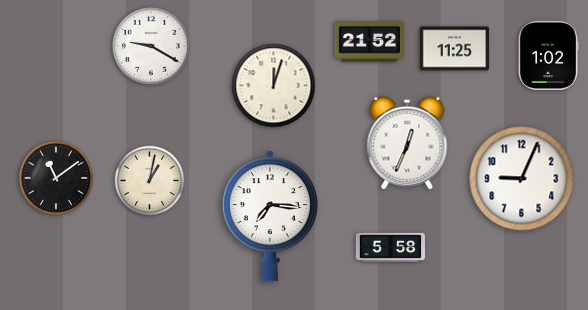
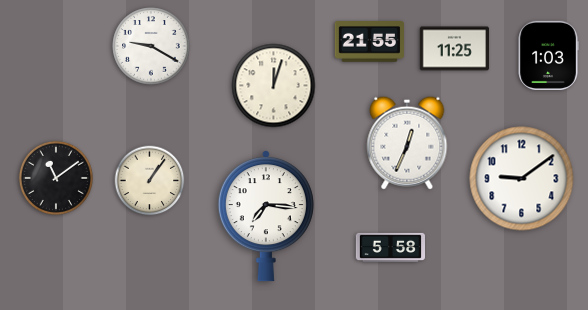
clock at (369, 42): 21:52 -> 21:55
clock at (548, 55): 1:02 -> 1:03
clock at (522, 179): 9:04 -> 9:09
clock at (150, 181): 1:02 -> 1:06
clock at (270, 216) position: (270, 216) -> (266, 216)
